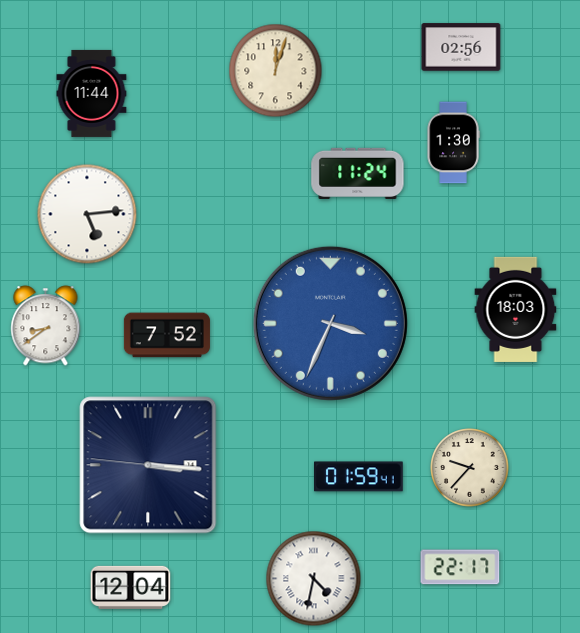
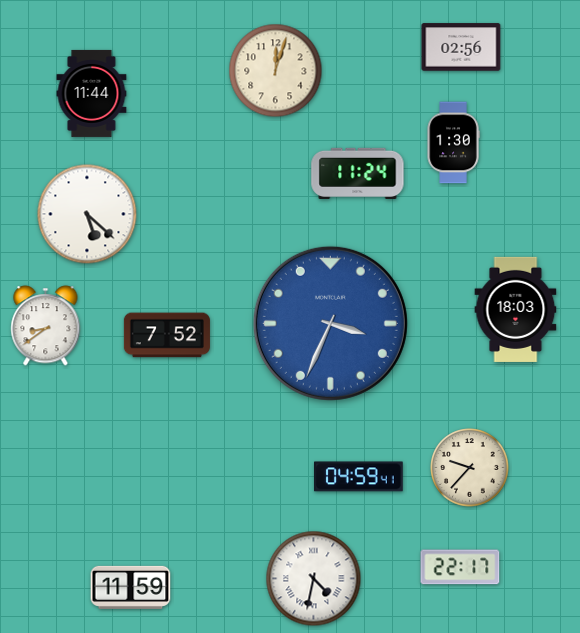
clock at (87, 214): 5:14 -> 5:22
clock at (148, 465): 3:15 -> none
clock at (359, 477): 01:59 -> 04:59
clock at (131, 587): 12:04 -> 11:59
